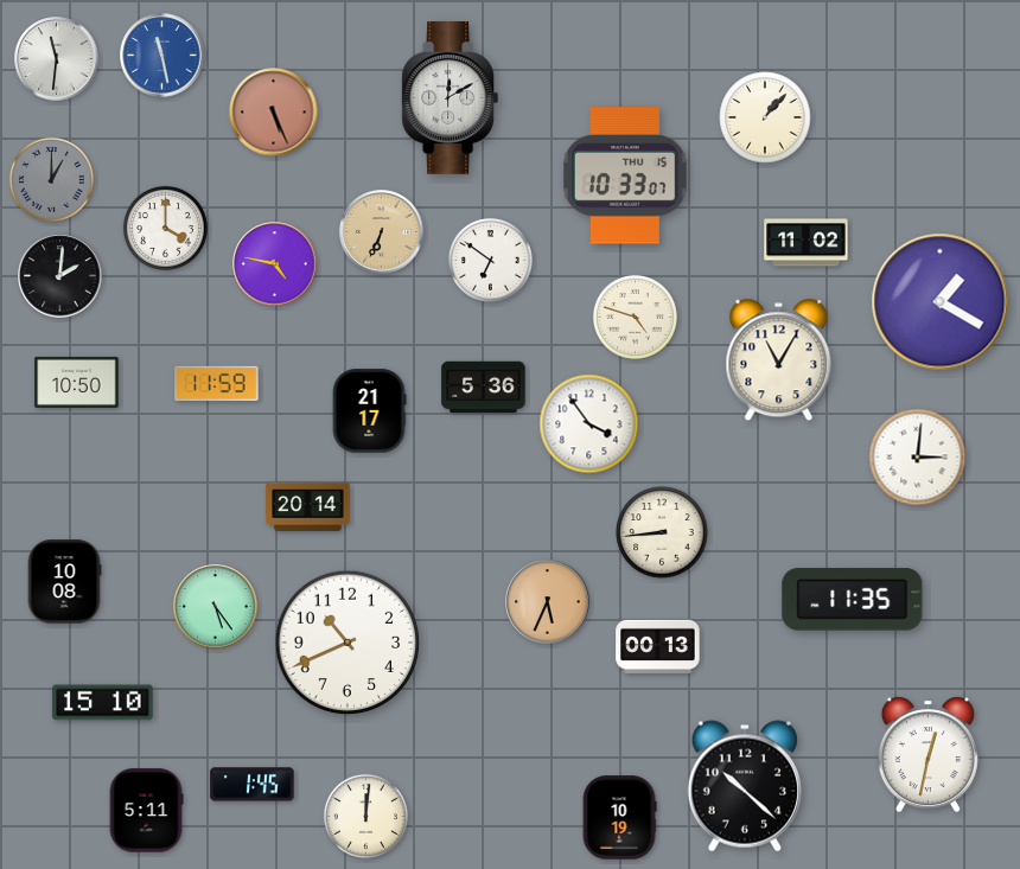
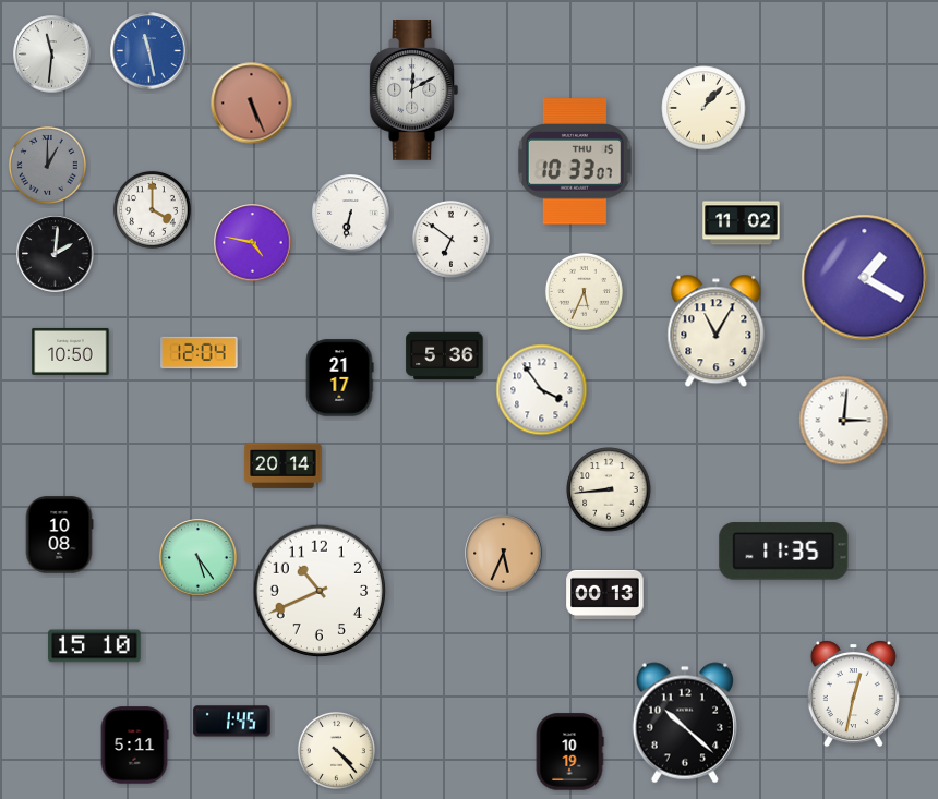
clock at (382, 232): 6:34 -> 6:32
clock at (382, 232) dial: champagne -> white
clock at (635, 317): 4:48 -> 5:34
clock at (217, 384): 11:59 -> 12:04
clock at (365, 816): 12:01 -> 4:23
